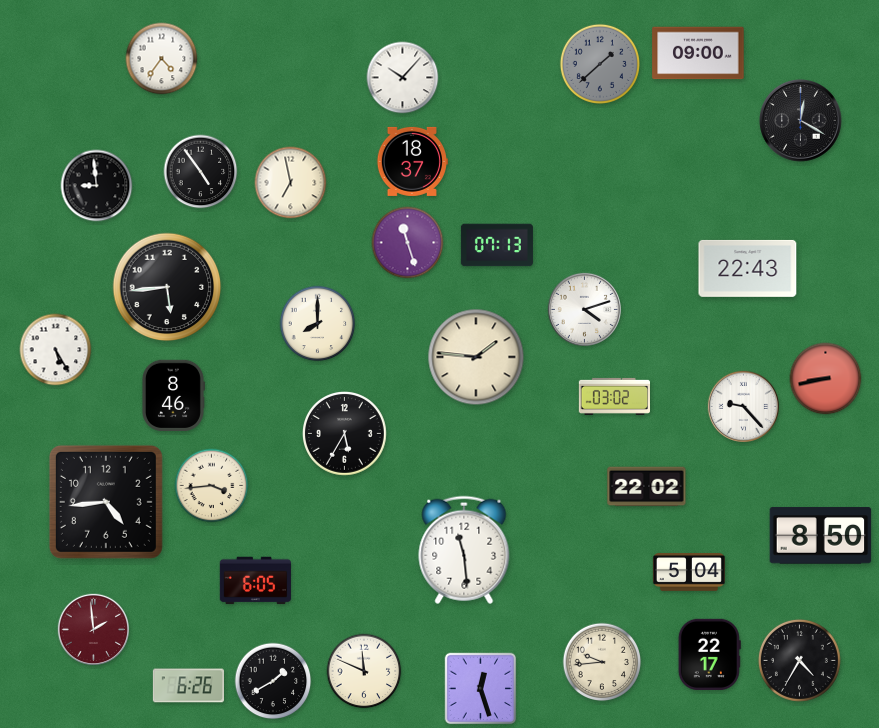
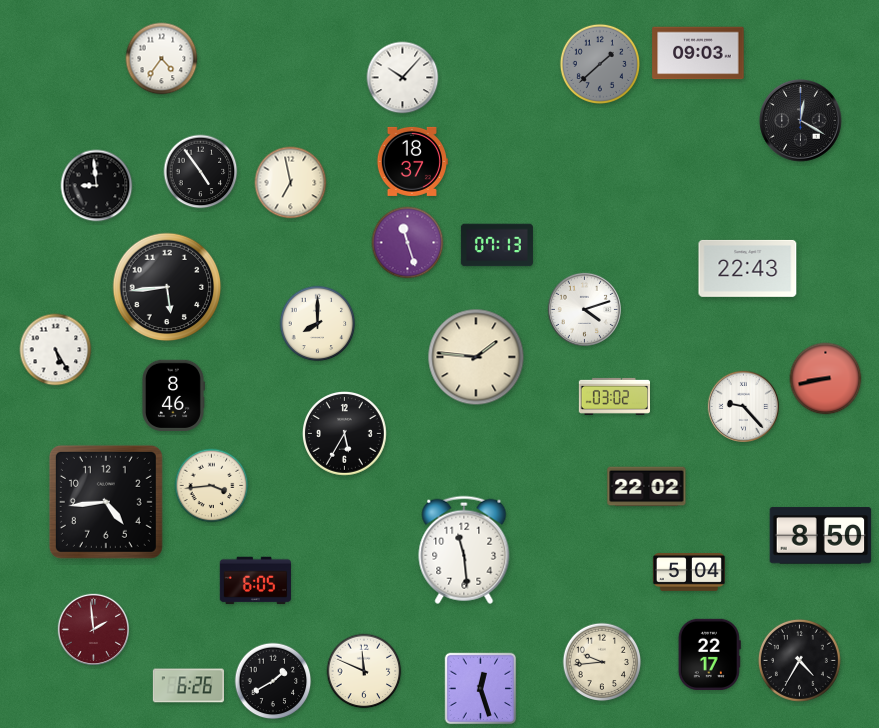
clock at (698, 53): 09:00 -> 09:03
